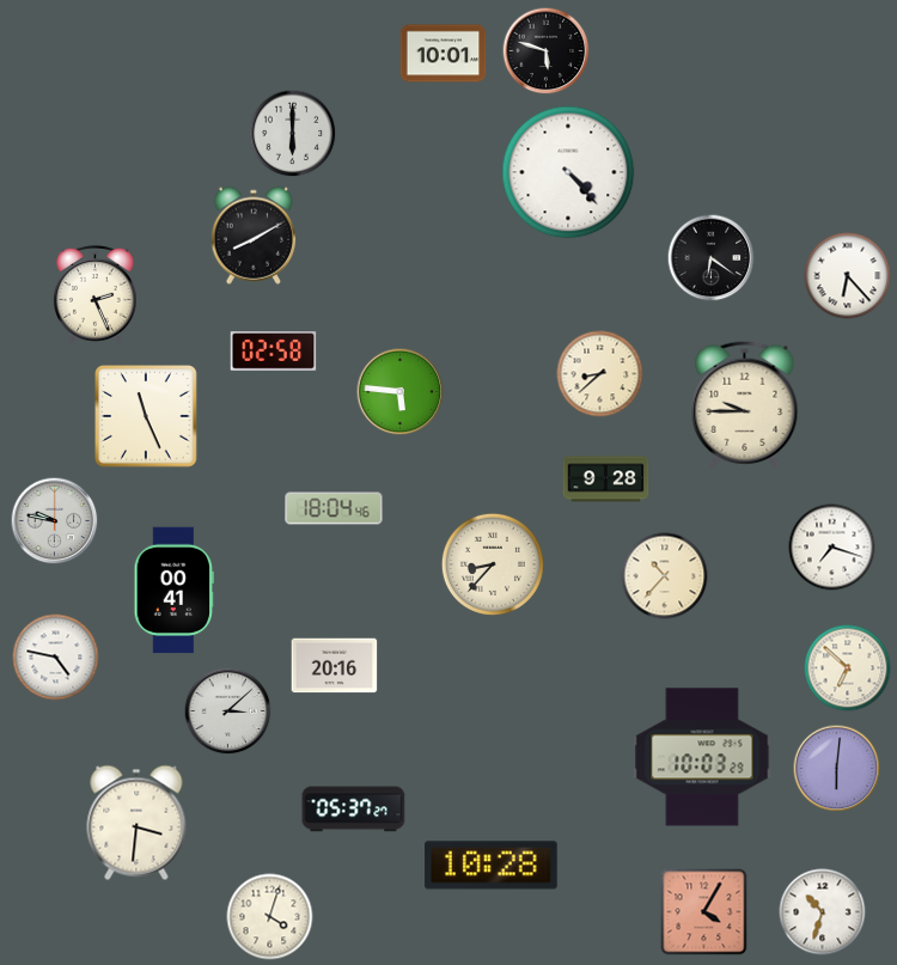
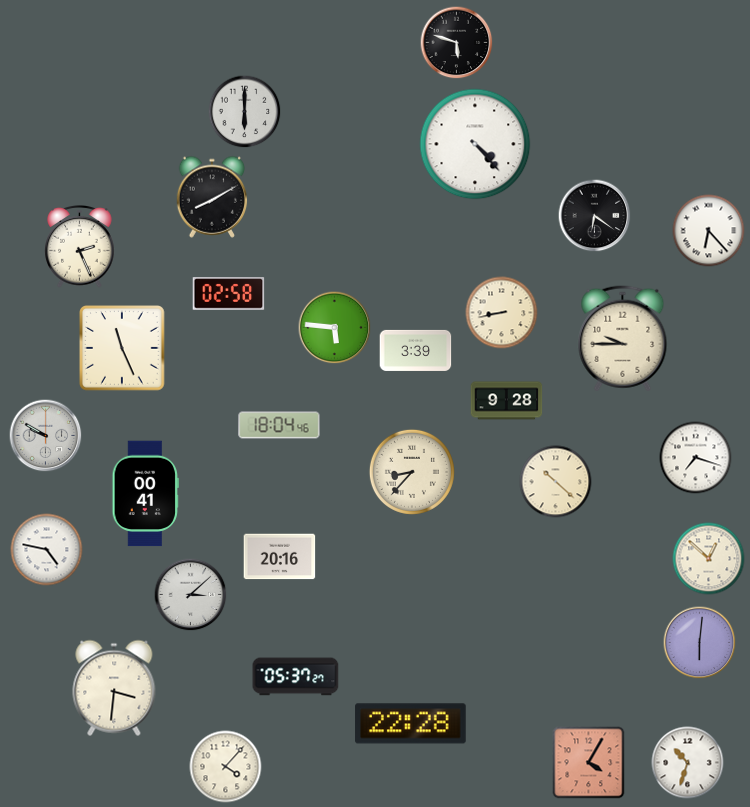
clock at (444, 54): 10:01 -> none
clock at (600, 374): 8:38 -> 8:43
clock at (416, 350): none -> 3:39
clock at (55, 521): 9:47 -> 9:50
clock at (665, 576): 10:37 -> 10:22
clock at (848, 668): 6:52 -> 12:52
clock at (702, 757): 10:03 -> none
clock at (492, 866): 10:28 -> 22:28
clock at (270, 917): 4:03 -> 4:07
